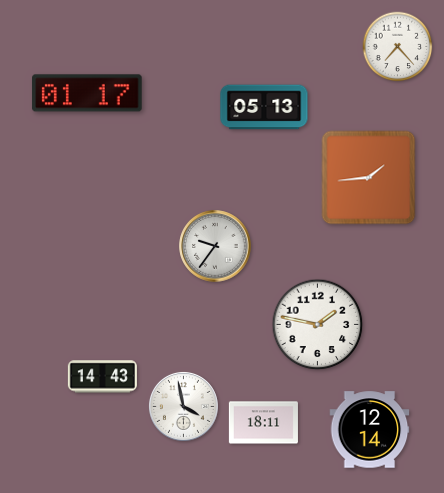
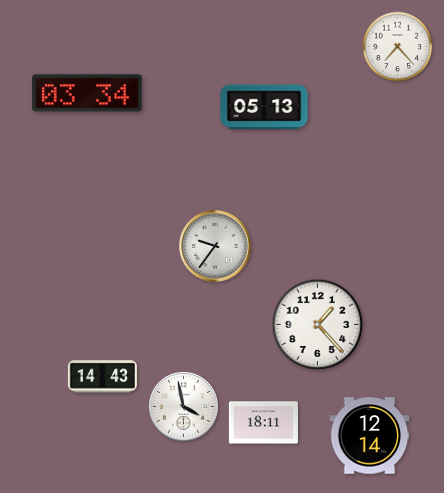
clock at (87, 93): 01:17 -> 03:34
clock at (369, 178): 1:44 -> none
clock at (318, 325): 1:47 -> 1:23
clock at (370, 430) position: (370, 430) -> (370, 436)
